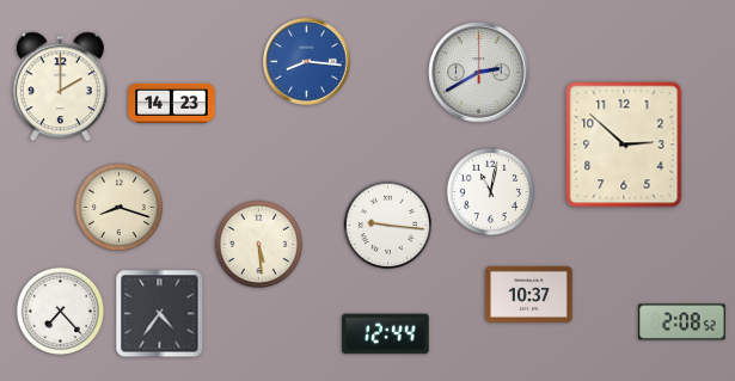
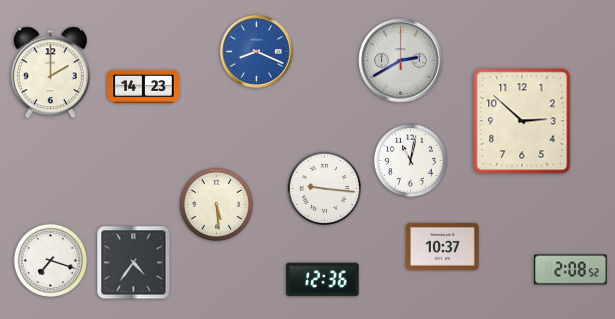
clock at (307, 62): 8:16 -> 8:19
clock at (118, 207): 8:18 -> none
clock at (60, 311): 7:23 -> 7:18
clock at (386, 334): 12:44 -> 12:36
